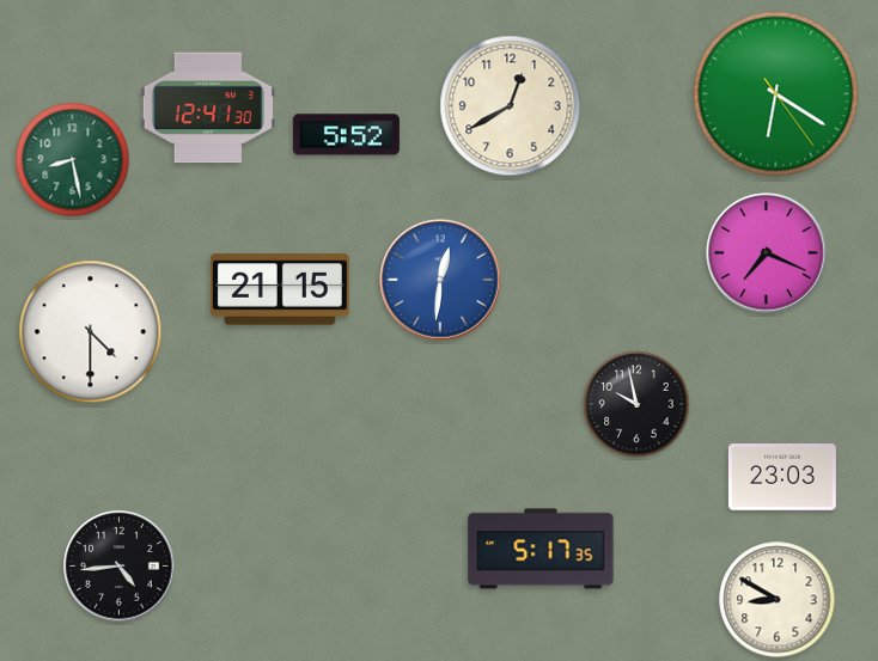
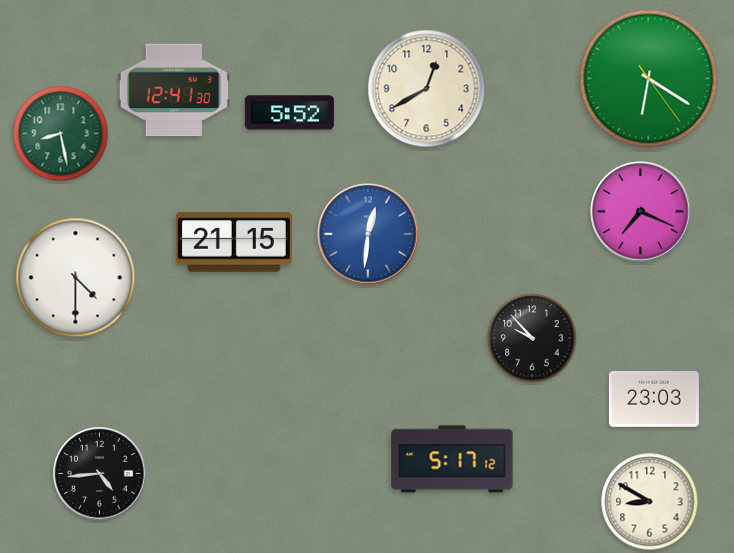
clock at (636, 404): 9:58 -> 9:53
clock at (541, 549): 5:17:35 -> 5:17:12
